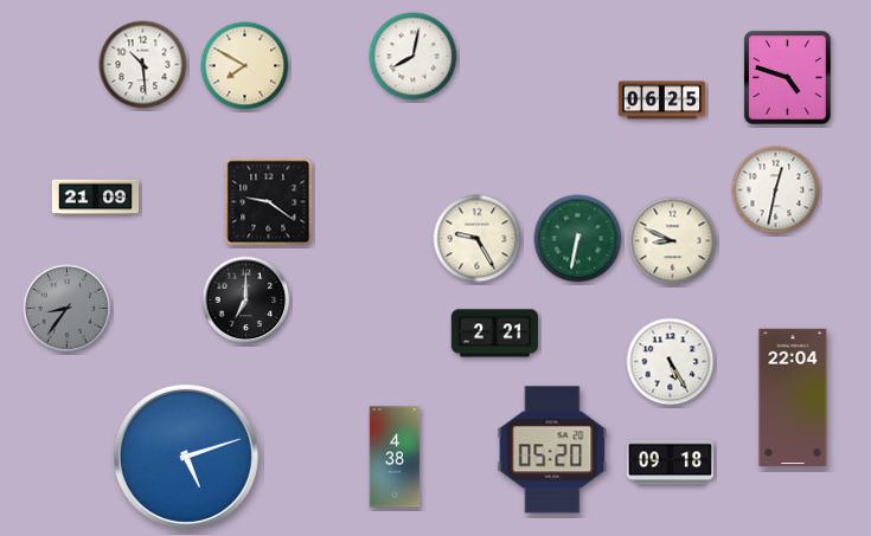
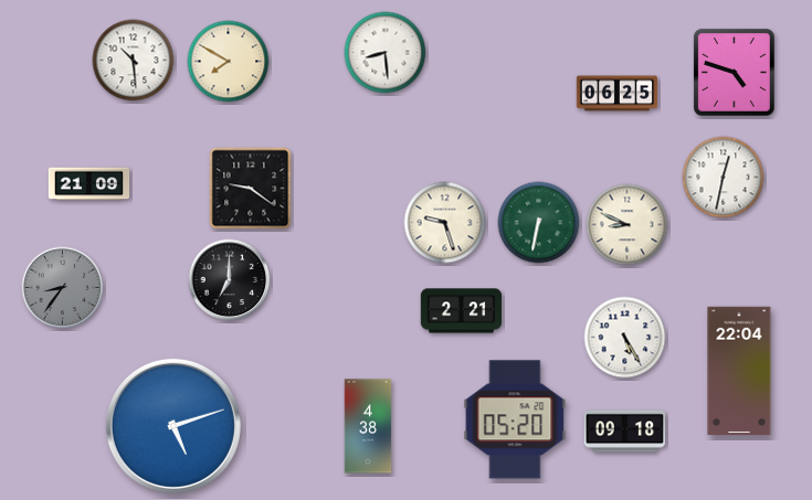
clock at (414, 57): 8:02 -> 8:29
clock at (478, 239): 9:25 -> 9:27
